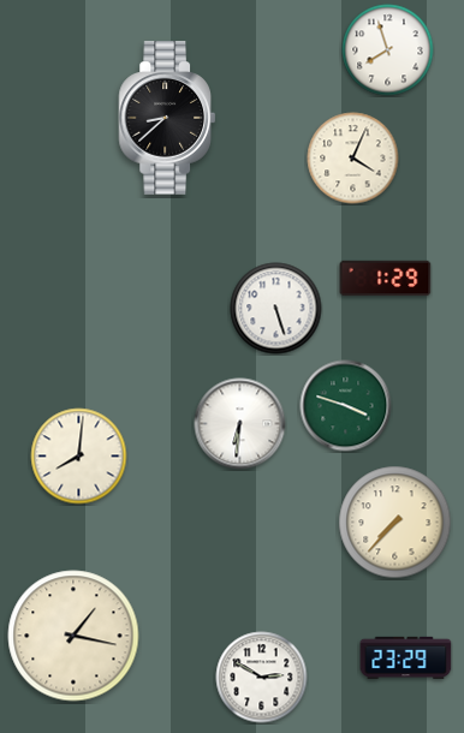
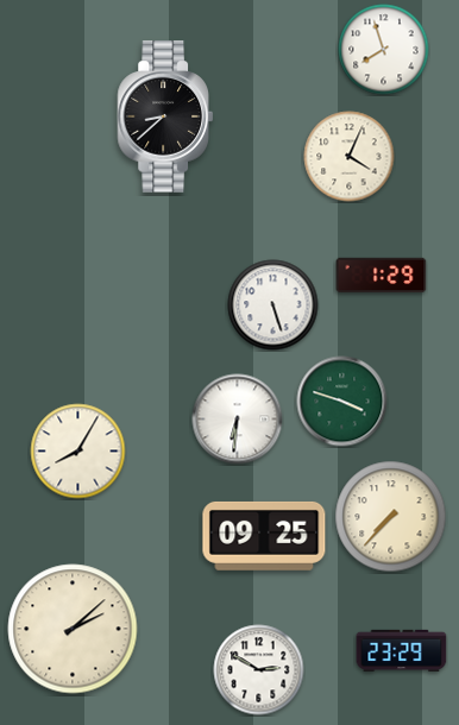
clock at (79, 457): 8:01 -> 8:05
clock at (264, 536): none -> 09:25
clock at (73, 636): 1:17 -> 2:08
